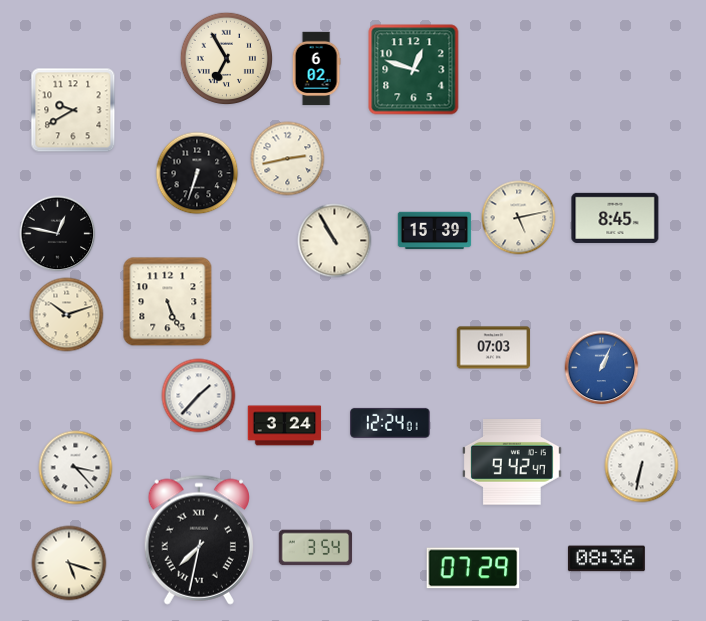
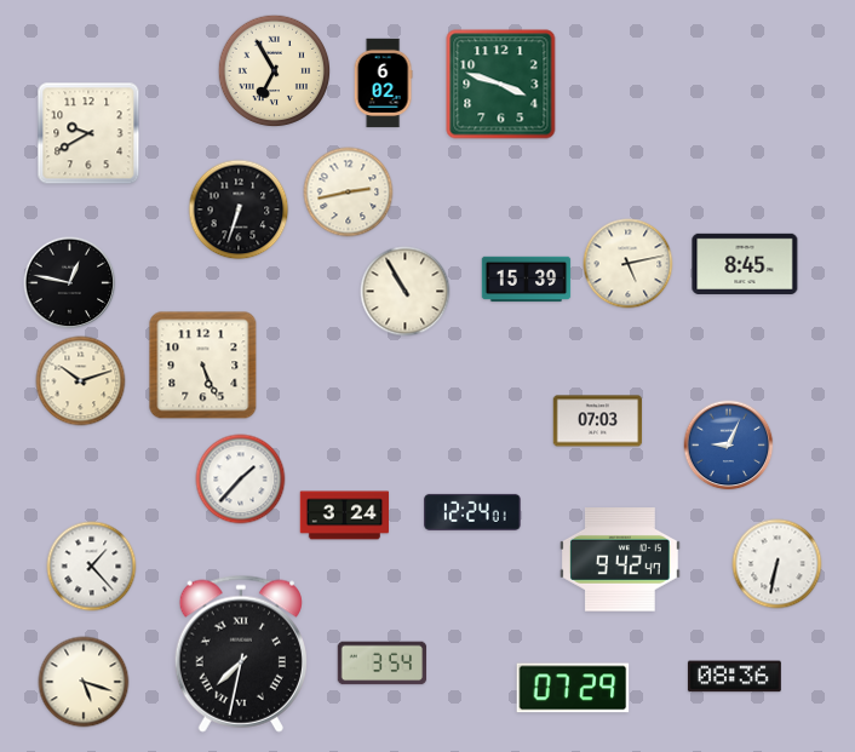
clock at (414, 70): 12:48 -> 3:48
clock at (602, 368): 1:04 -> 9:04
clock at (76, 468): 3:23 -> 1:23
